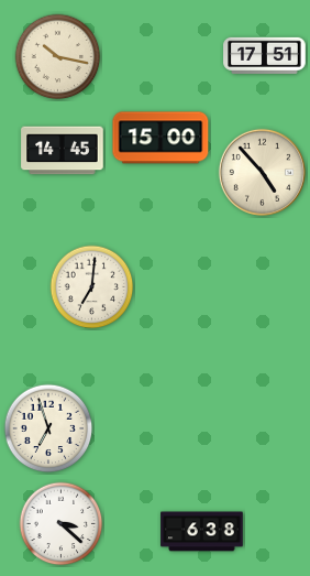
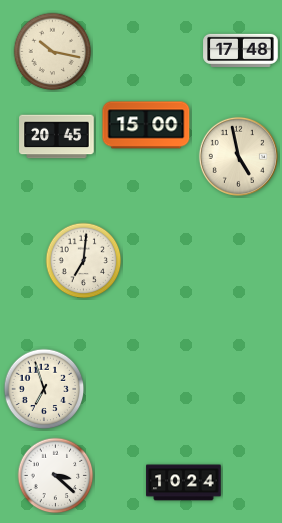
clock at (265, 55): 17:51 -> 17:48
clock at (63, 151): 14:45 -> 20:45
clock at (262, 172): 4:53 -> 4:58
clock at (202, 532): 6:38 -> 10:24
